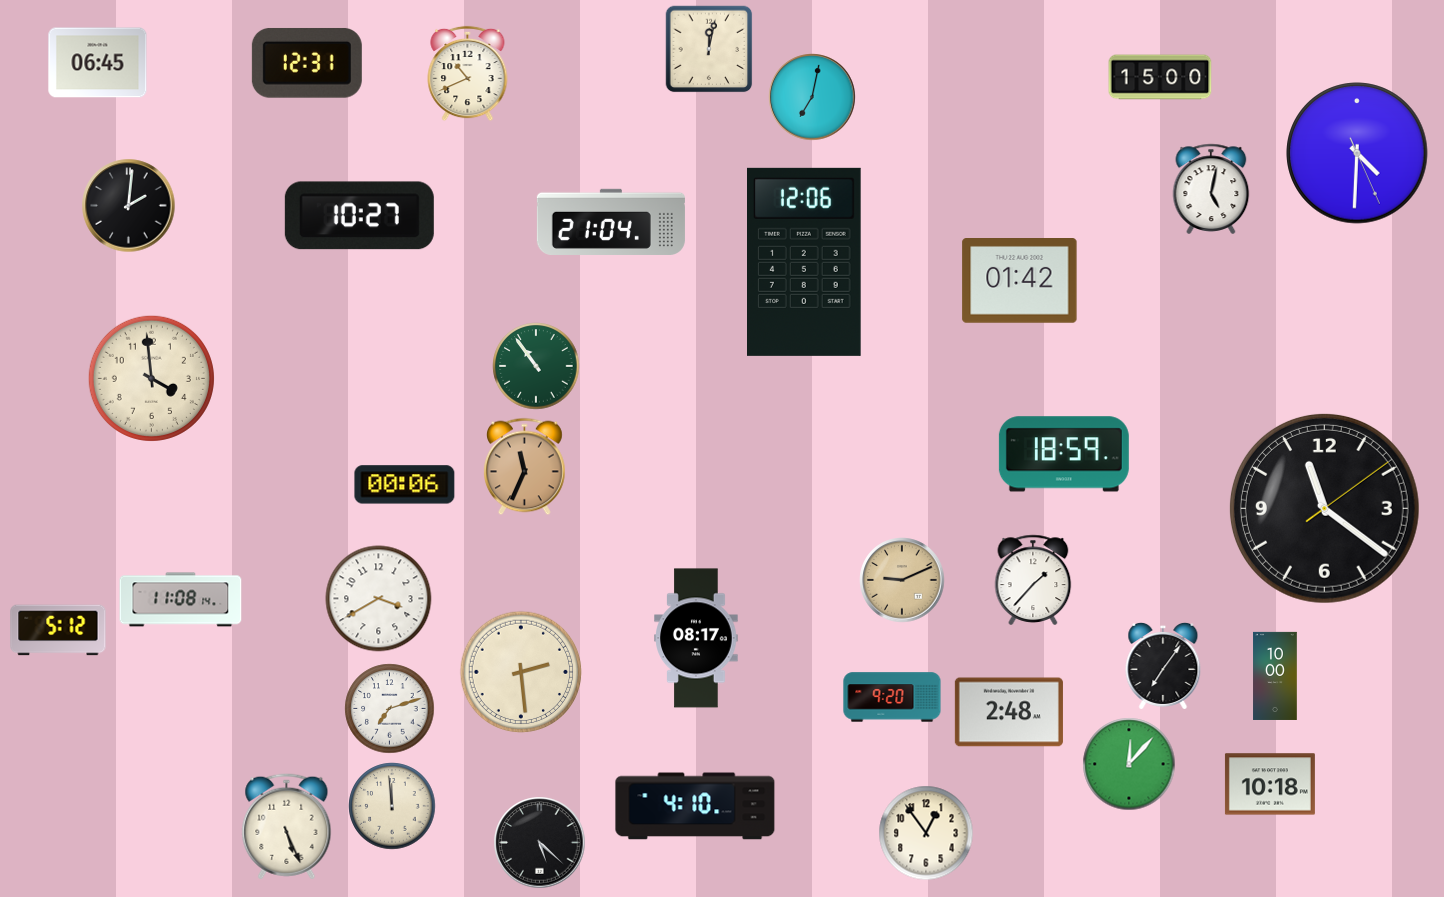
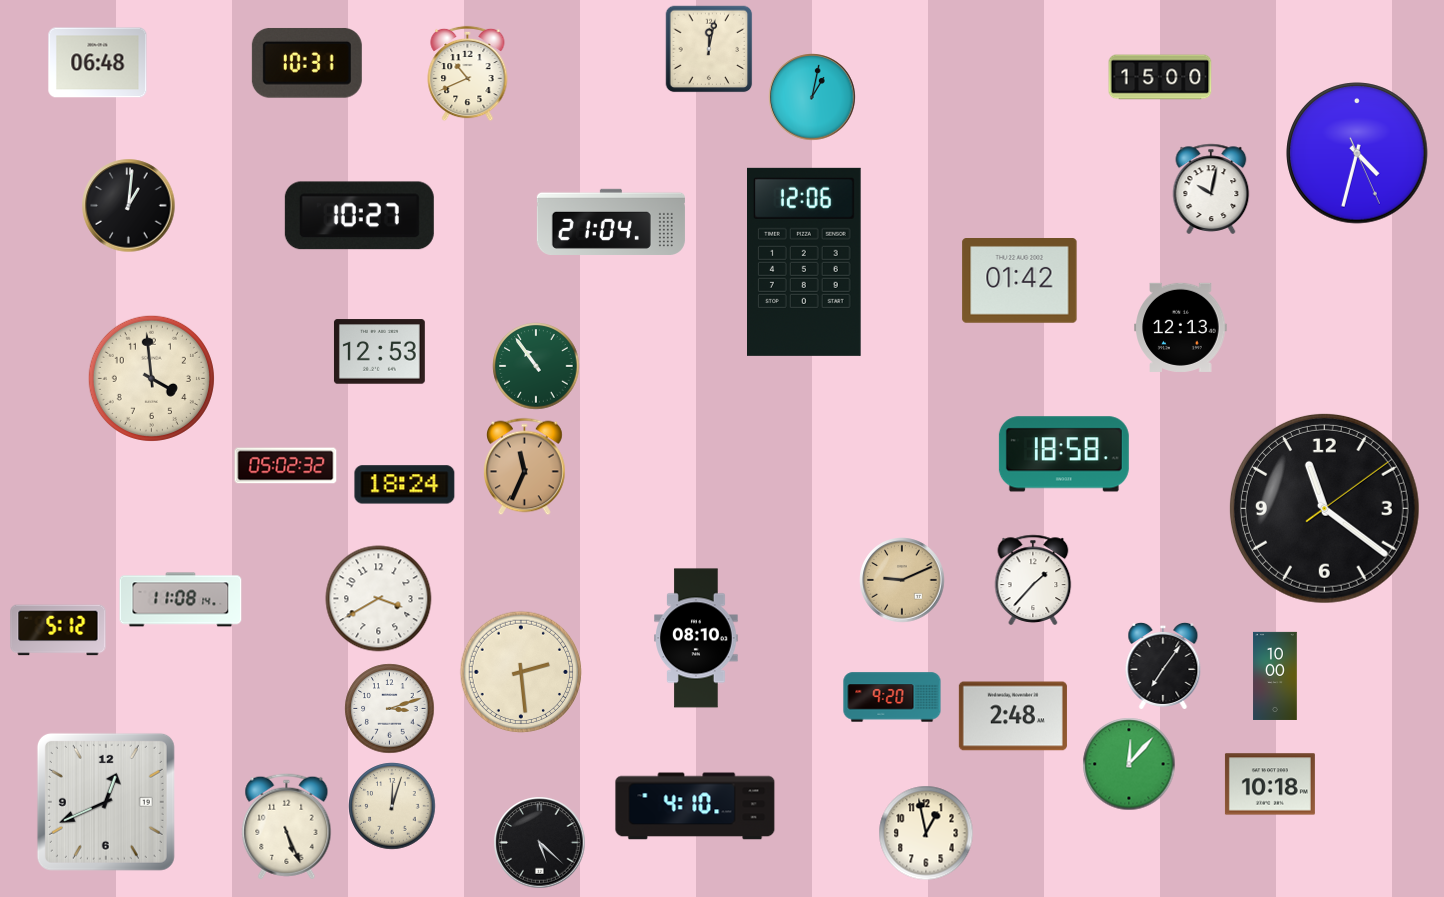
clock at (98, 63): 06:45 -> 06:48
clock at (307, 63): 12:31 -> 10:31
clock at (812, 97): 7:02 -> 1:02
clock at (1357, 153): 4:30 -> 4:32
clock at (1211, 189): 5:02 -> 10:02
clock at (129, 206): 2:01 -> 1:01
clock at (1181, 327): none -> 12:13
clock at (379, 352): none -> 12:53
clock at (1064, 454): 18:59 -> 18:58
clock at (286, 466): none -> 05:02
clock at (405, 485): 00:06 -> 18:24
clock at (696, 638): 08:17 -> 08:10
clock at (390, 709): 7:12 -> 3:12
clock at (1009, 712) position: (1009, 712) -> (1013, 716)
clock at (106, 802): none -> 12:41
clock at (392, 806): 11:59 -> 12:03
clock at (926, 833): 12:54 -> 12:58
